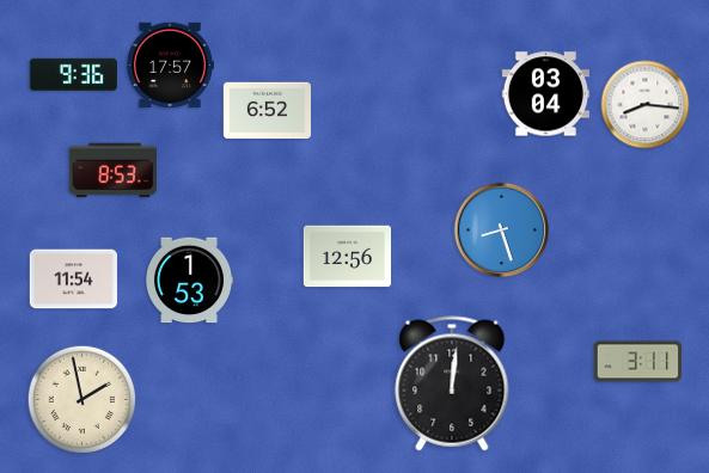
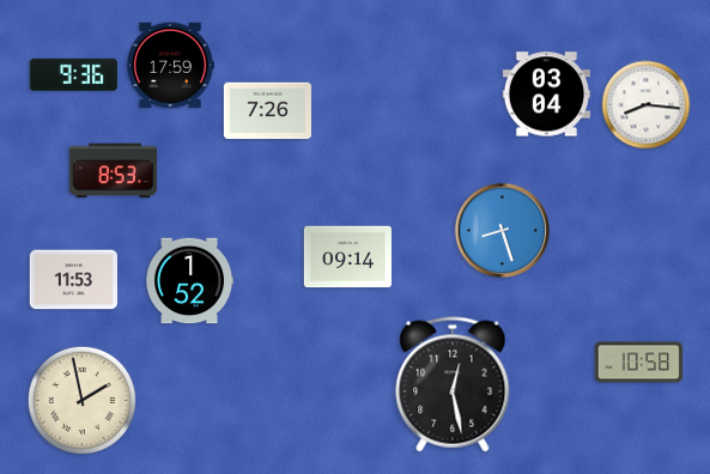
clock at (169, 66): 17:57 -> 17:59
clock at (267, 111): 6:52 -> 7:26
clock at (347, 257): 12:56 -> 09:14
clock at (73, 279): 11:54 -> 11:53
clock at (189, 281): 1:53 -> 1:52
clock at (637, 362): 3:11 -> 10:58
clock at (452, 383): 12:01 -> 12:28
